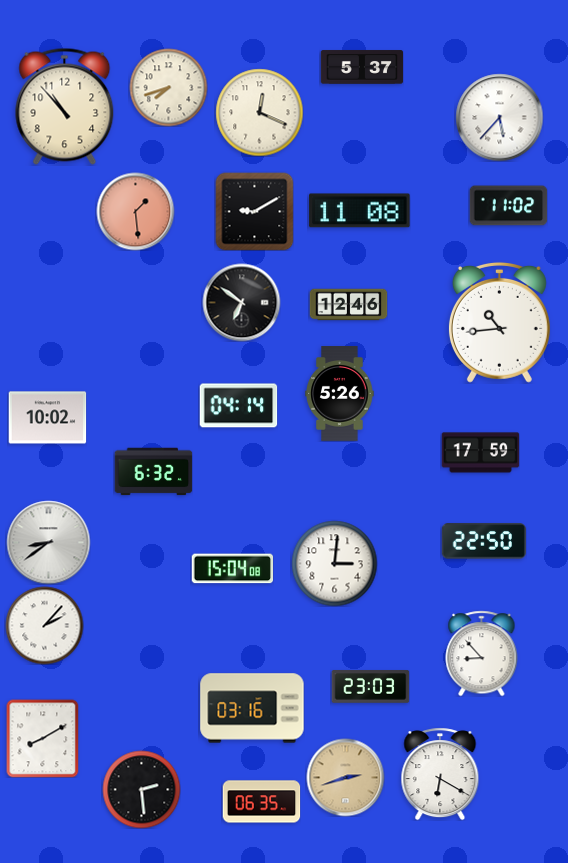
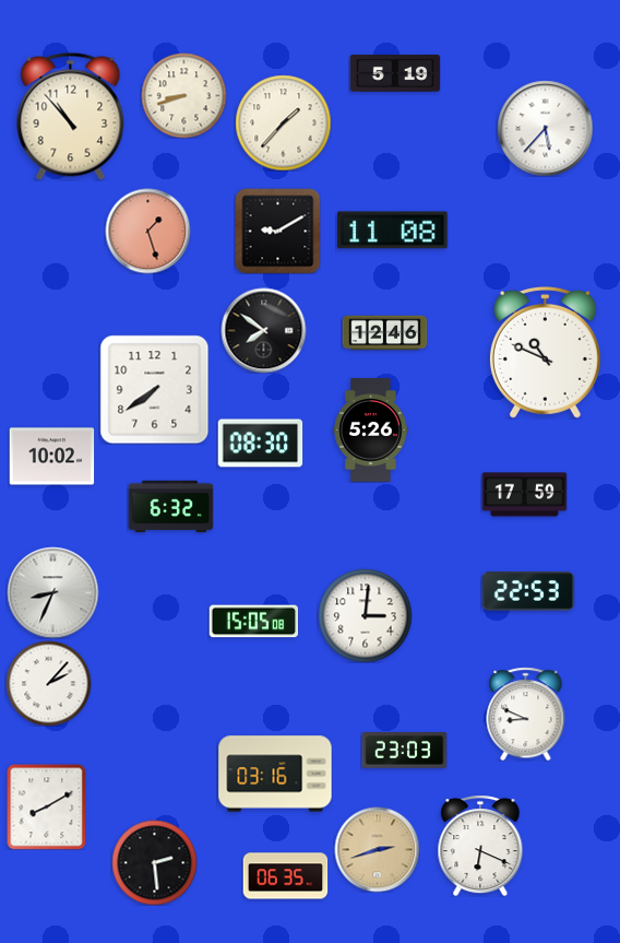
clock at (362, 67): 5:37 -> 5:19
clock at (168, 87): 7:42 -> 8:42
clock at (259, 112): 12:19 -> 1:37
clock at (508, 206): 11:02 -> none
clock at (135, 211): 1:29 -> 1:27
clock at (241, 302): 6:51 -> 7:51
clock at (348, 305) position: (348, 305) -> (384, 333)
clock at (499, 322): 10:44 -> 10:49
clock at (154, 389): none -> 7:39
clock at (238, 406): 04:14 -> 08:30
clock at (153, 472) position: (153, 472) -> (170, 507)
clock at (484, 541): 22:50 -> 22:53
clock at (48, 542): 8:39 -> 8:34
clock at (232, 569): 15:04 -> 15:05
clock at (482, 653): 8:53 -> 8:49
clock at (440, 774): 6:20 -> 6:19
